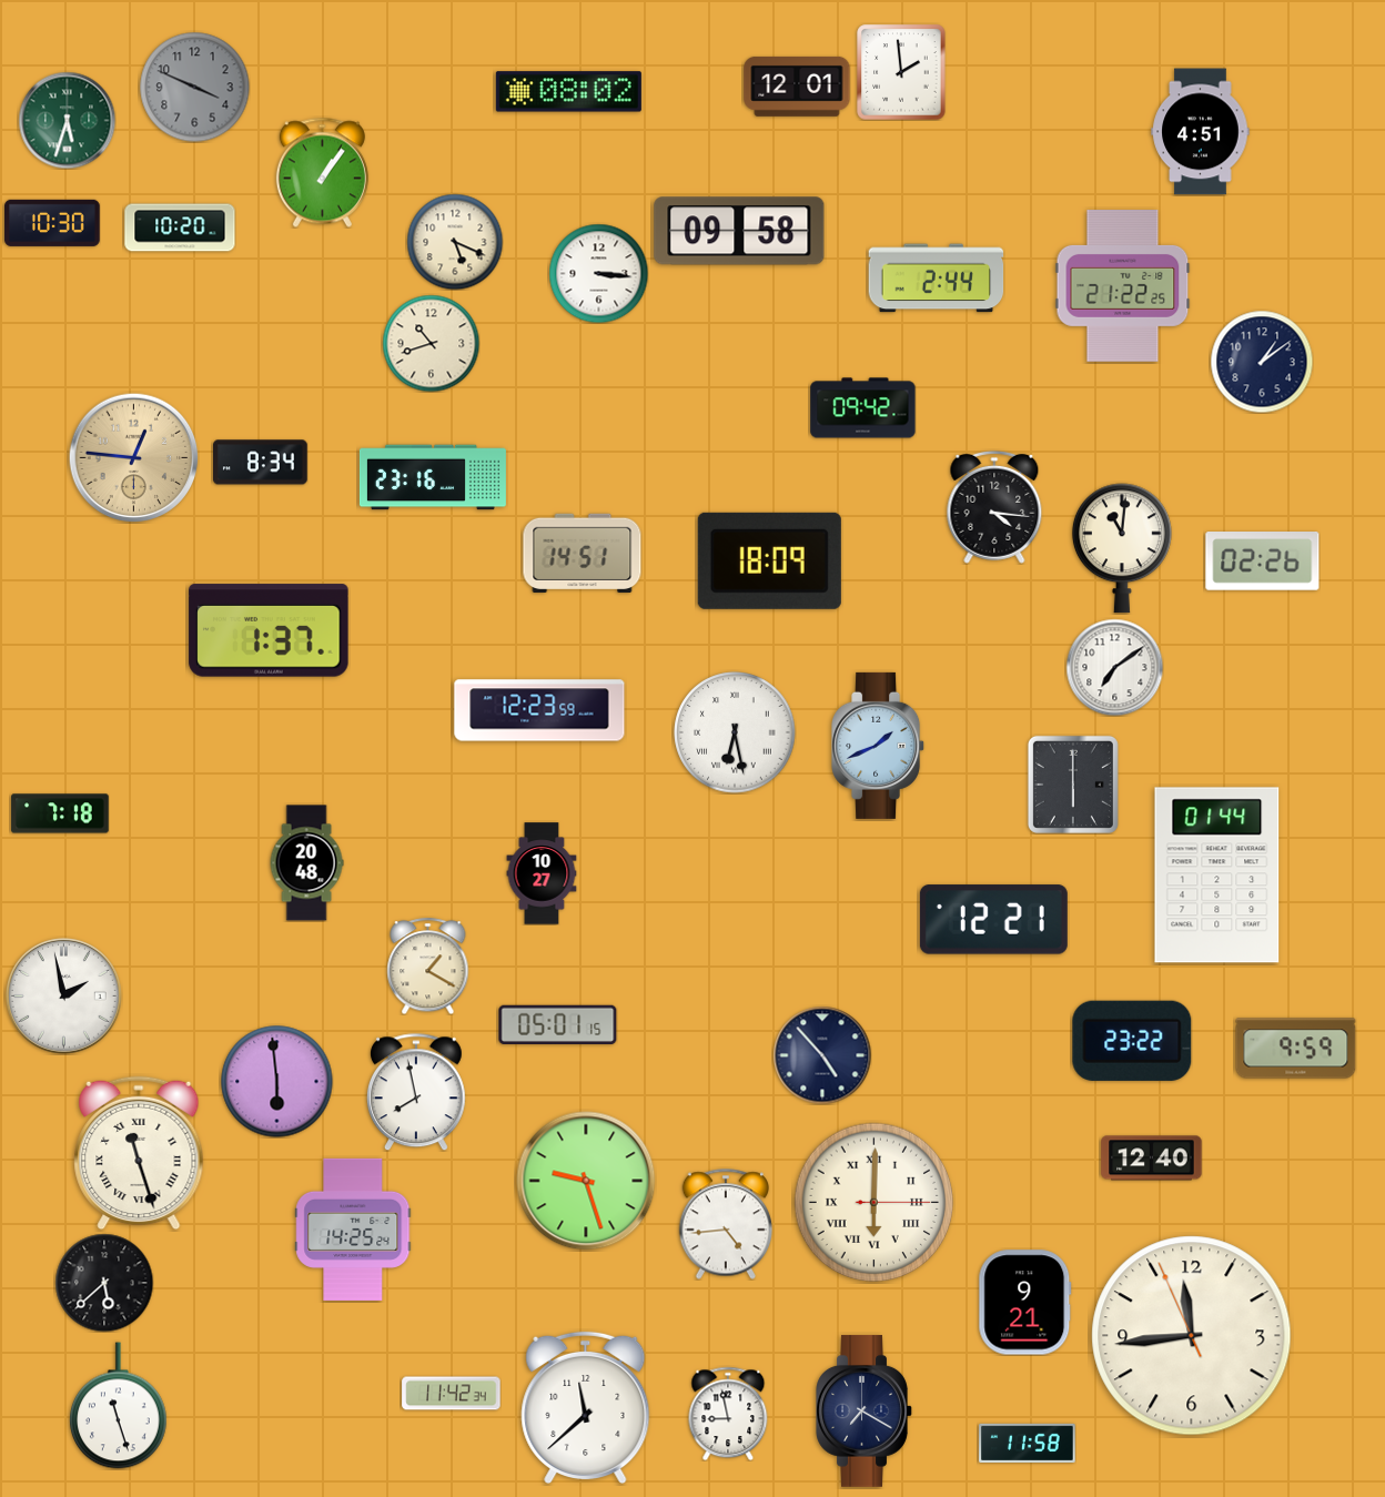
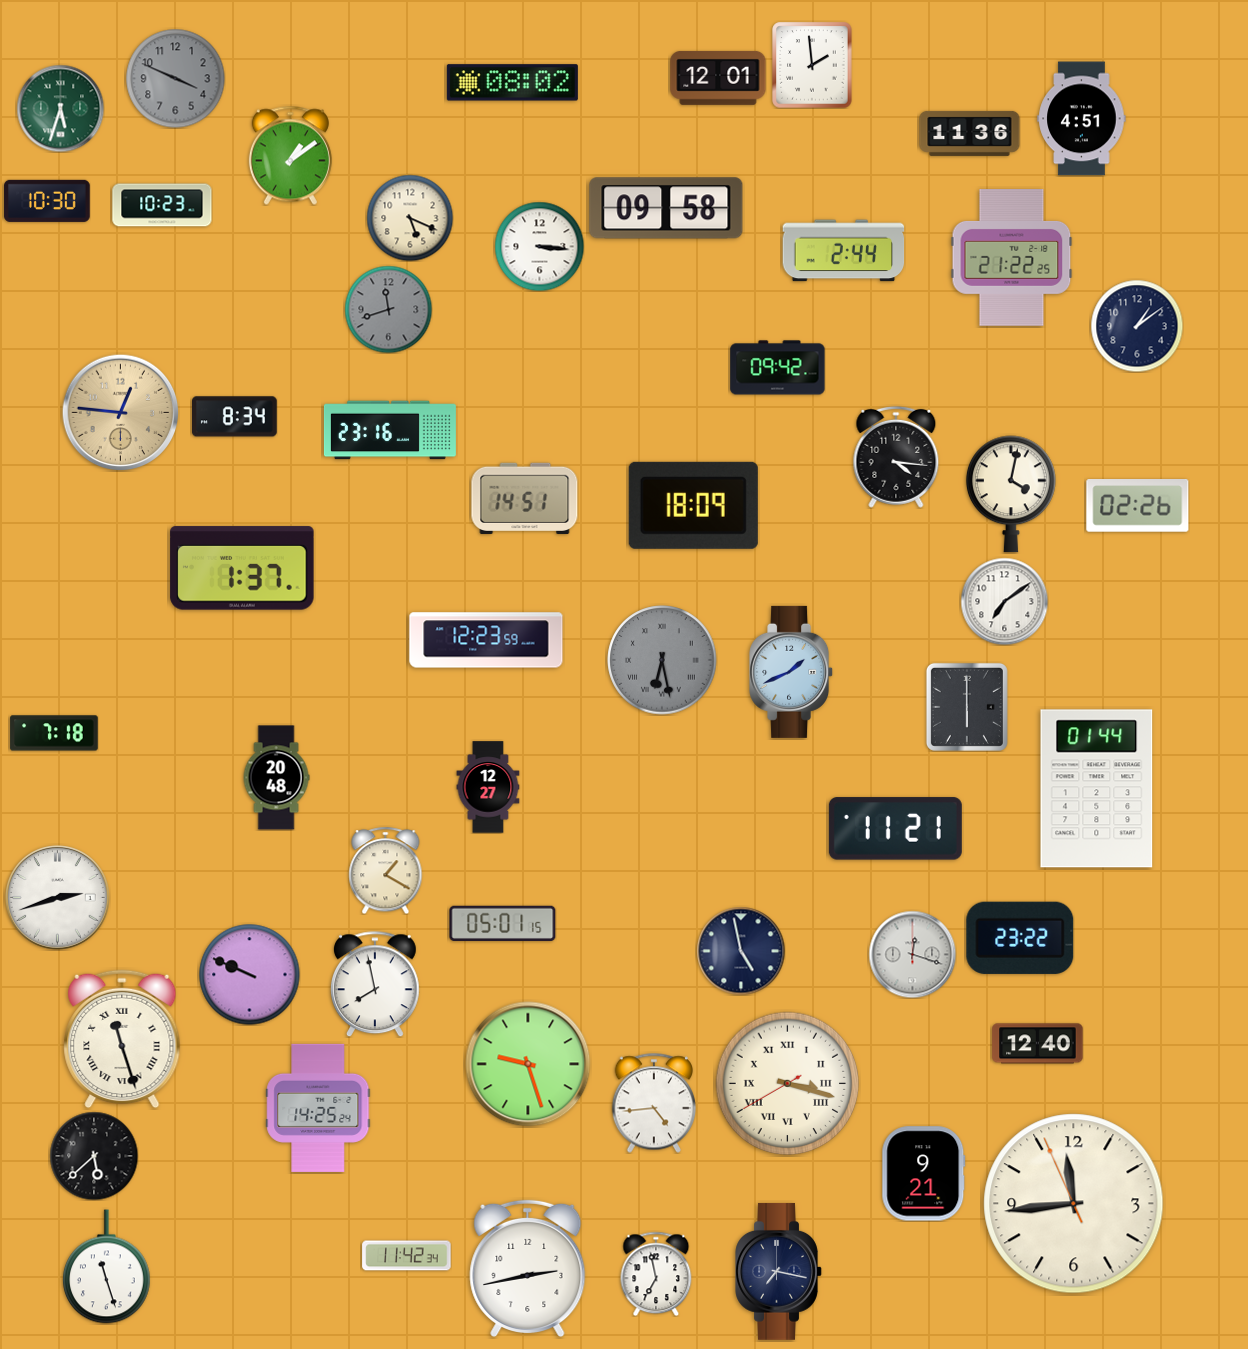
clock at (970, 133): none -> 11:36
clock at (322, 172): 1:06 -> 1:09
clock at (180, 227): 10:20 -> 10:23
clock at (431, 343): 10:42 -> 11:42
clock at (431, 343) dial: cream -> grey
clock at (1122, 548): 11:01 -> 4:02
clock at (735, 732) dial: white -> grey
clock at (542, 873): 10:27 -> 12:27
clock at (993, 920): 12:21 -> 11:21
clock at (63, 995): 1:58 -> 2:42
clock at (1296, 1049): 9:59 -> none
clock at (822, 1055): 4:53 -> 4:58
clock at (912, 954): none -> 12:18
clock at (277, 1082): 5:59 -> 9:49
clock at (139, 1153) position: (139, 1153) -> (122, 1039)
clock at (875, 1203): 6:00 -> 3:17
clock at (586, 1407): 11:38 -> 2:43
clock at (865, 1410): 7:20 -> 7:17
clock at (728, 1414): 8:58 -> 6:58
clock at (1028, 1443): 11:58 -> none
